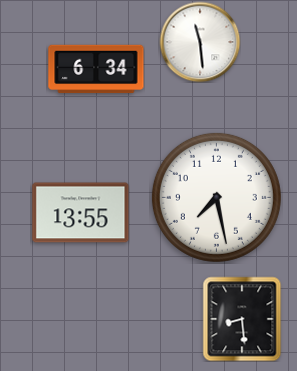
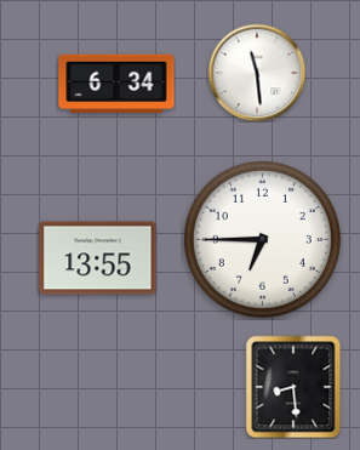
clock at (200, 42) position: (200, 42) -> (257, 73)
clock at (216, 197): 7:28 -> 6:45
